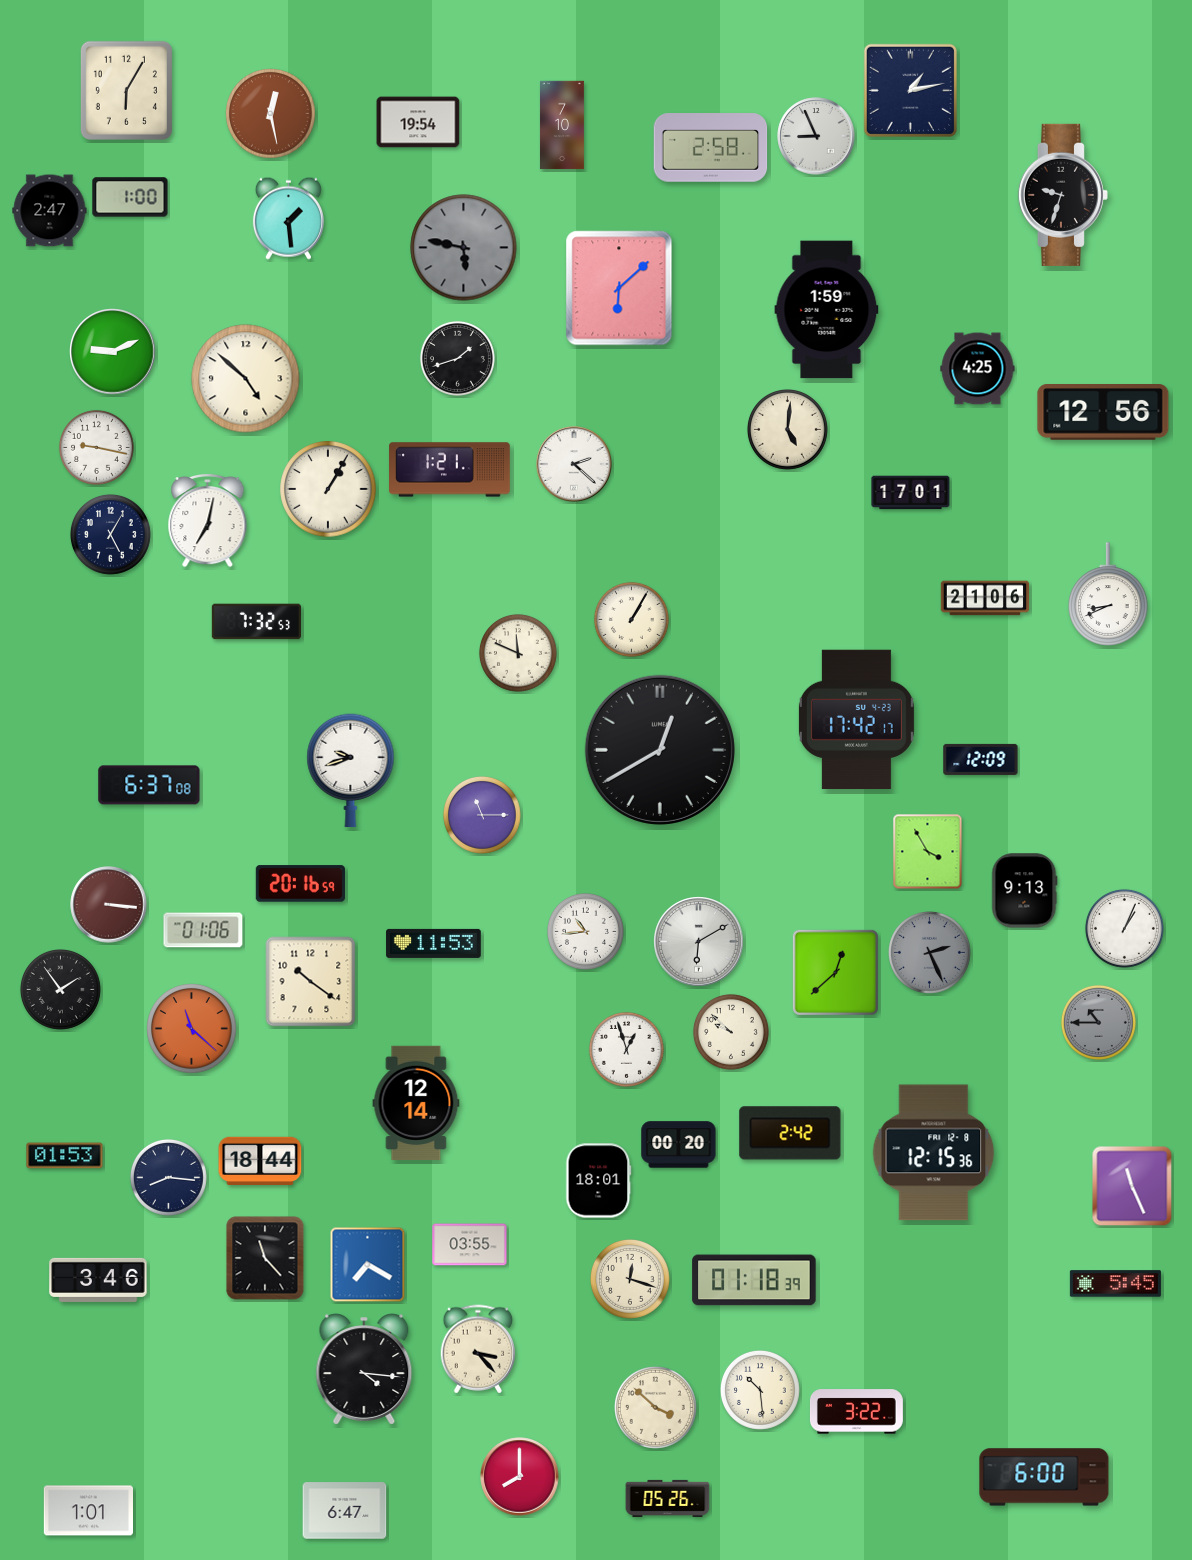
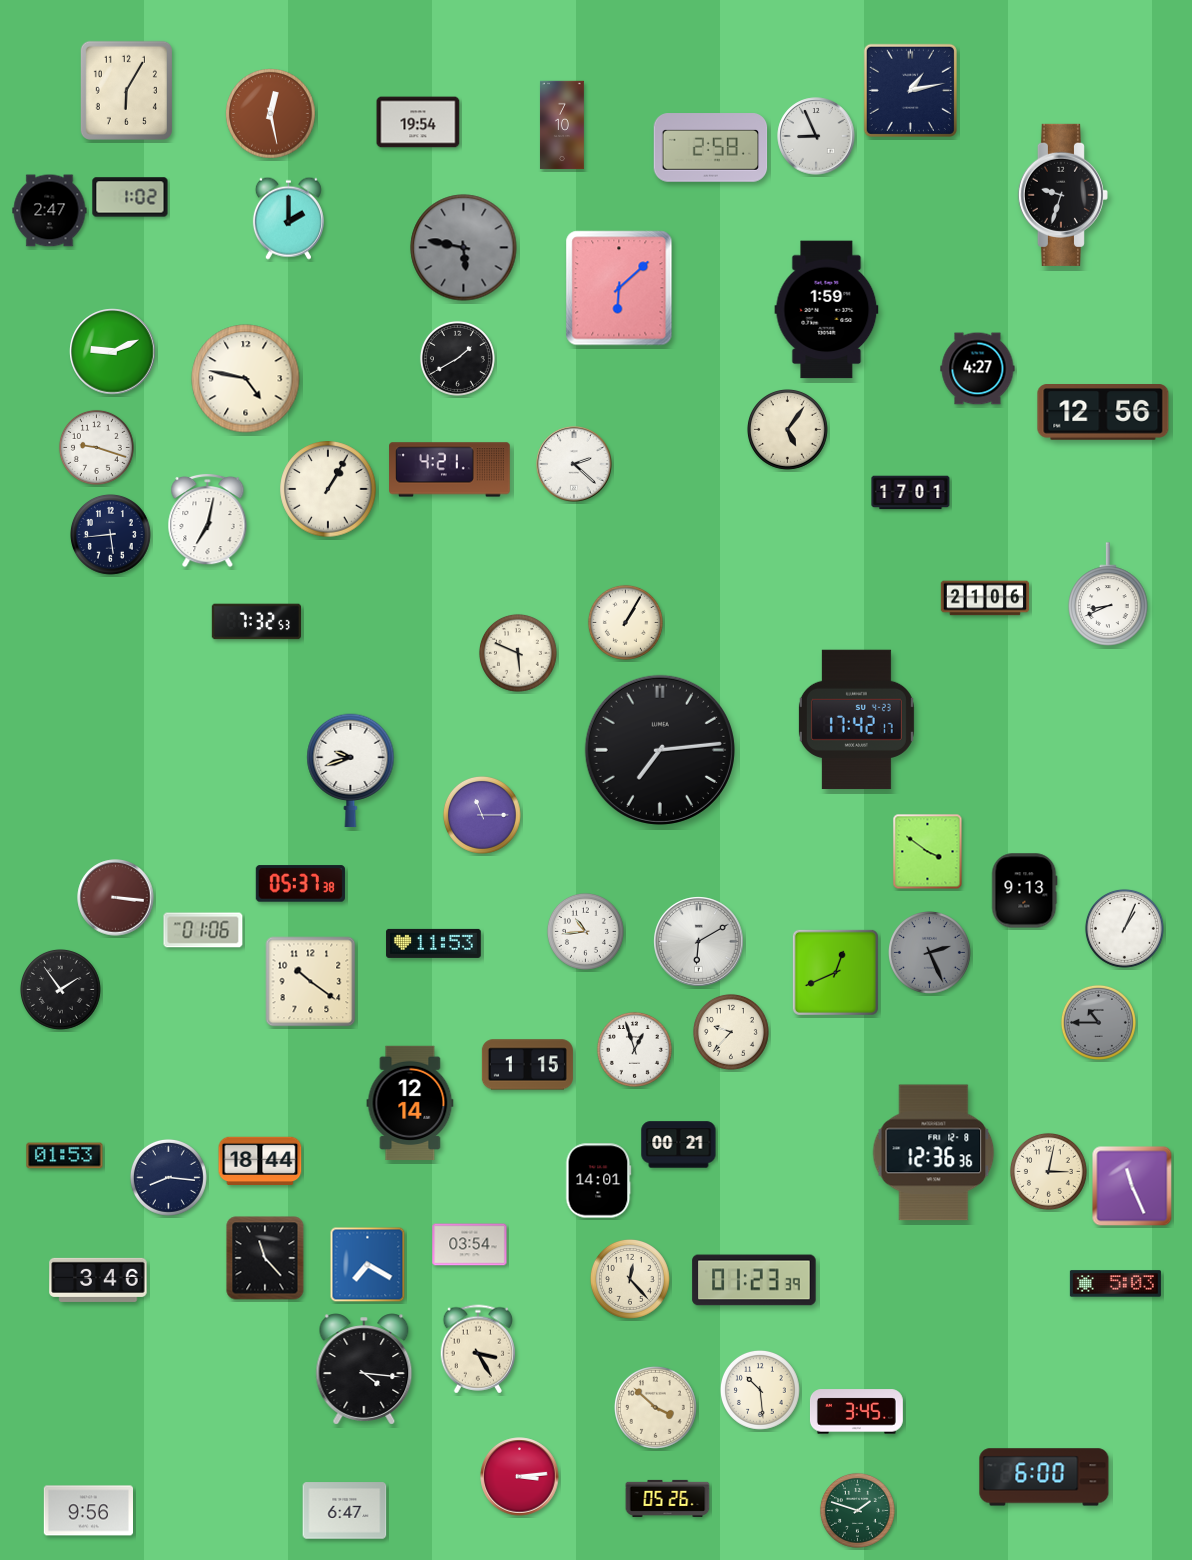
clock at (130, 197): 1:00 -> 1:02
clock at (288, 218): 1:29 -> 2:00
clock at (457, 358): 1:42 -> 1:40
clock at (978, 369): 4:25 -> 4:27
clock at (246, 379): 4:52 -> 4:47
clock at (788, 430): 5:01 -> 5:06
clock at (96, 447): 9:17 -> 9:18
clock at (450, 470): 1:21 -> 4:21
clock at (111, 535): 5:05 -> 5:44
clock at (631, 619) position: (631, 619) -> (625, 622)
clock at (518, 653): 11:49 -> 5:49
clock at (660, 750): 12:40 -> 7:14
clock at (981, 759): 12:09 -> none
clock at (149, 785): 6:37 -> none
clock at (928, 852): 3:55 -> 3:51
clock at (300, 884): 20:16 -> 05:37
clock at (109, 905) position: (109, 905) -> (116, 898)
clock at (835, 972): 12:38 -> 12:41
clock at (192, 1029): 11:22 -> none
clock at (731, 1032): 9:52 -> 9:37
clock at (626, 1049) position: (626, 1049) -> (634, 1049)
clock at (527, 1065): none -> 1:15
clock at (416, 1103) position: (416, 1103) -> (410, 1103)
clock at (790, 1133): 2:42 -> none
clock at (679, 1145): 00:20 -> 00:21
clock at (934, 1153): 12:15 -> 12:36
clock at (1048, 1171): none -> 3:02
clock at (599, 1181): 18:01 -> 14:01
clock at (470, 1245): 03:55 -> 03:54
clock at (630, 1279): 12:18 -> 12:23
clock at (754, 1280): 01:18 -> 01:23
clock at (1115, 1284): 5:45 -> 5:03
clock at (478, 1349): 3:23 -> 3:25
clock at (856, 1412): 3:22 -> 3:45
clock at (520, 1477): 8:00 -> 3:14
clock at (857, 1510): none -> 1:48
clock at (88, 1511): 1:01 -> 9:56
